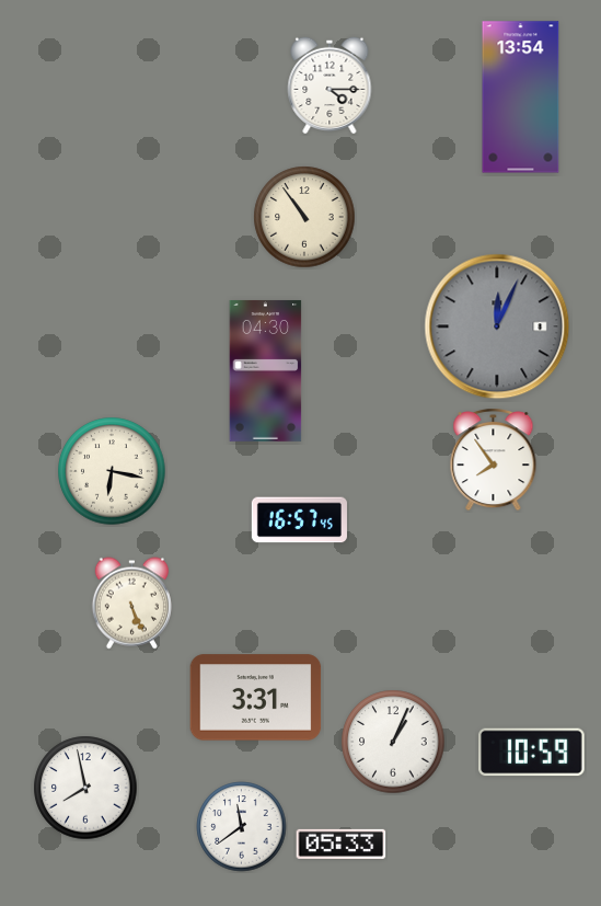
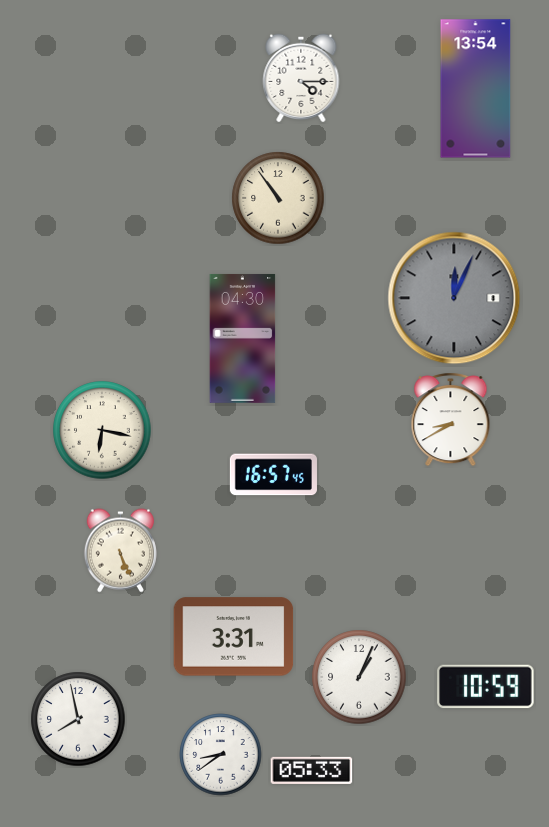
clock at (494, 460): 7:54 -> 8:40
clock at (242, 827): 11:39 -> 8:39
